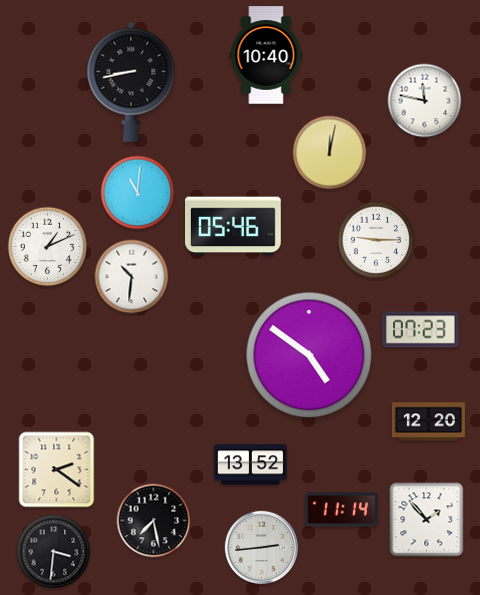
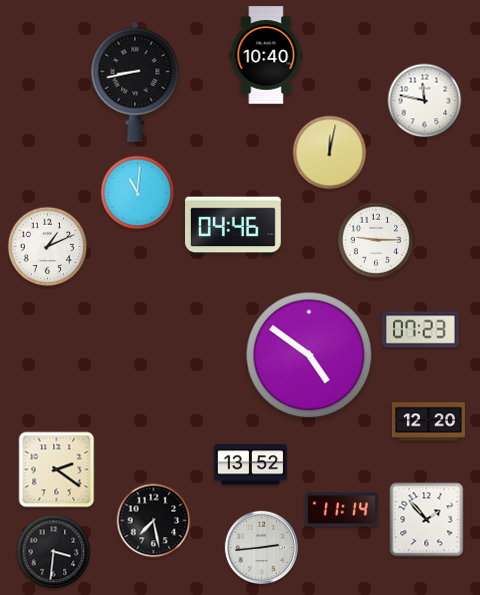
clock at (131, 82) position: (131, 82) -> (135, 82)
clock at (234, 226): 05:46 -> 04:46
clock at (132, 277): 10:31 -> none
